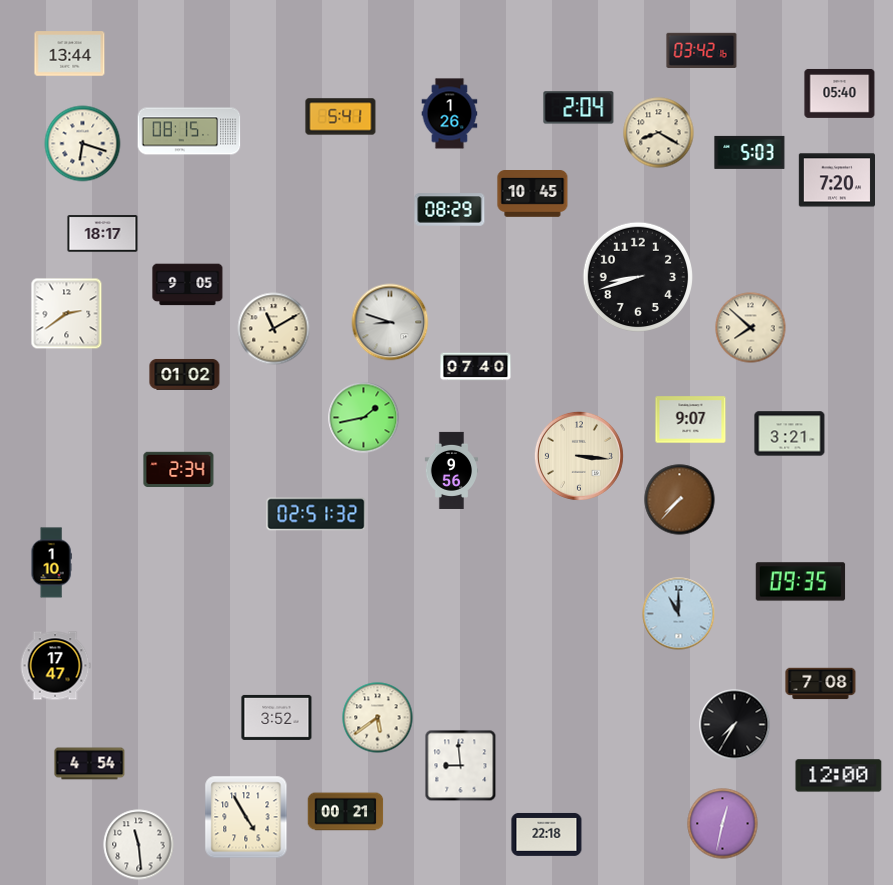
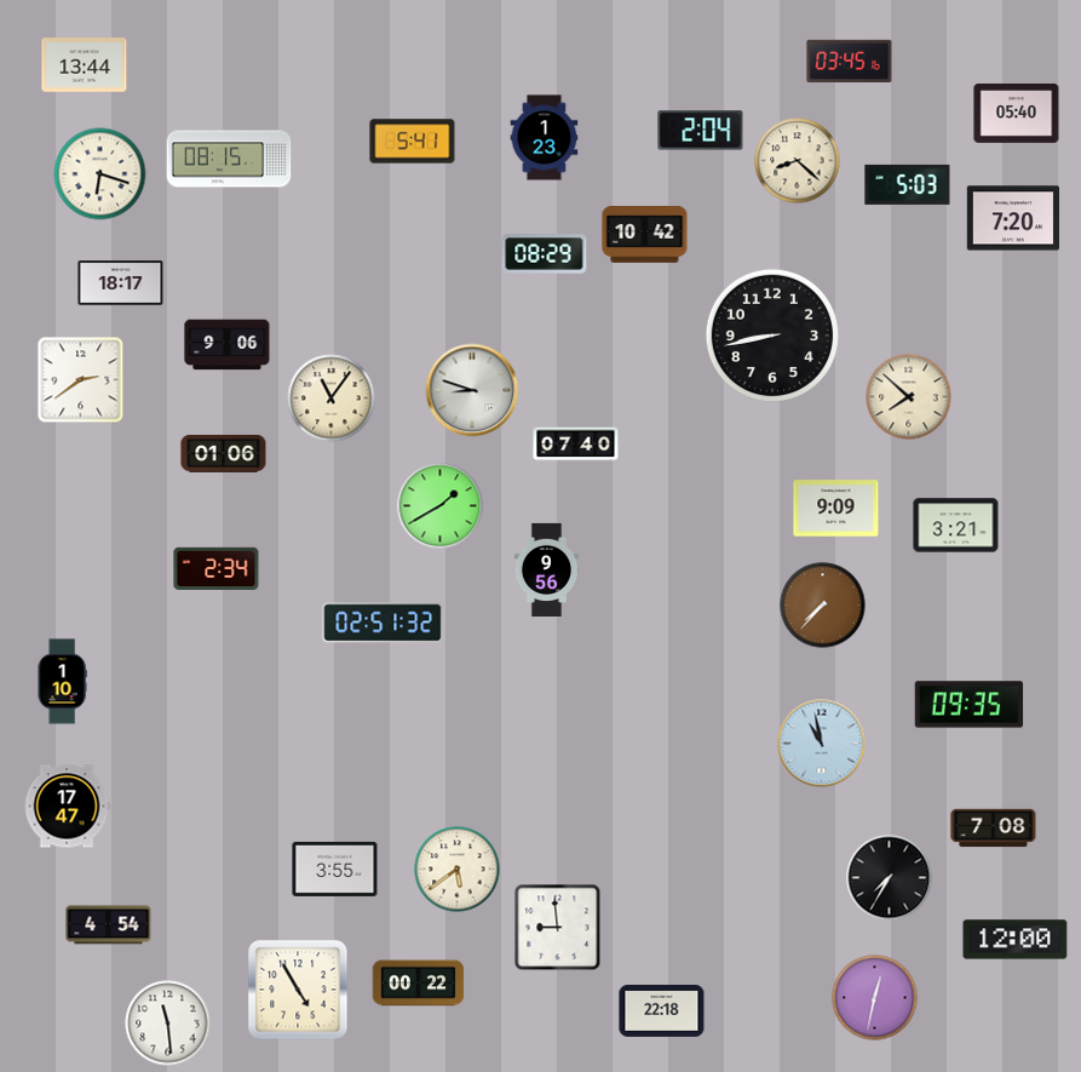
clock at (702, 51): 03:42 -> 03:45
clock at (450, 114): 1:26 -> 1:23
clock at (659, 133): 8:20 -> 8:22
clock at (533, 194): 10:45 -> 10:42
clock at (103, 234) position: (103, 234) -> (121, 283)
clock at (637, 276): 8:42 -> 8:43
clock at (188, 285): 9:05 -> 9:06
clock at (274, 329): 11:10 -> 11:06
clock at (185, 374): 01:02 -> 01:06
clock at (364, 418): 1:43 -> 1:40
clock at (691, 420): 9:07 -> 9:09
clock at (579, 456): 3:16 -> none
clock at (679, 614): 11:00 -> 10:58
clock at (277, 717): 3:52 -> 3:55
clock at (346, 812): 00:21 -> 00:22
